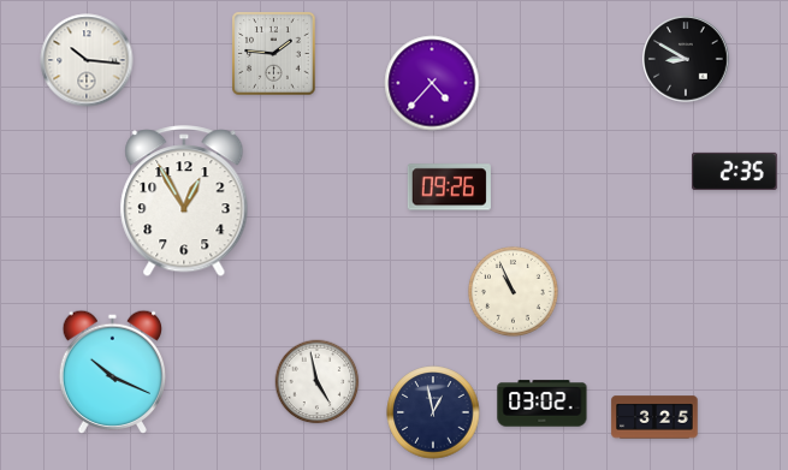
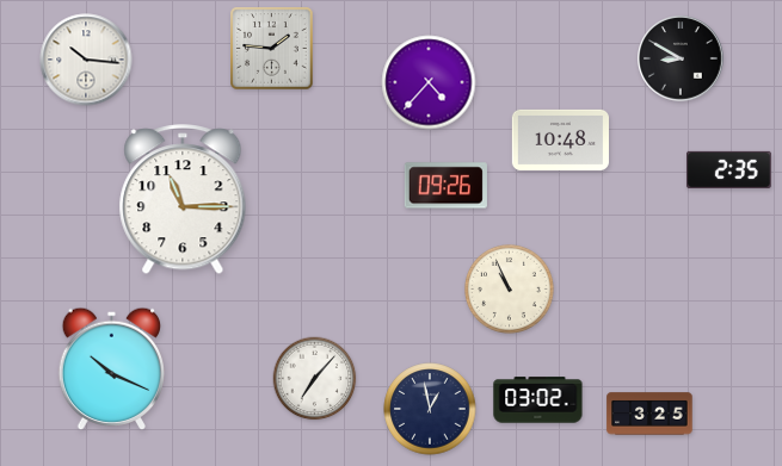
clock at (274, 54) position: (274, 54) -> (272, 49)
clock at (560, 139): none -> 10:48
clock at (184, 202): 12:55 -> 11:15
clock at (318, 382): 4:58 -> 7:07
